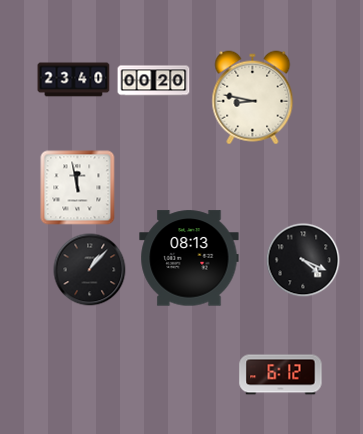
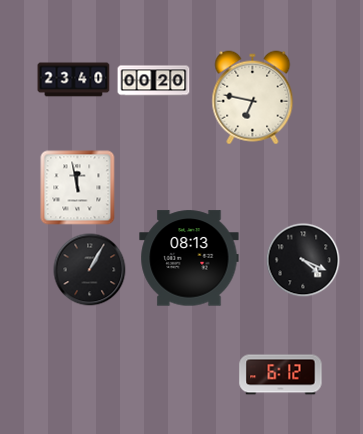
clock at (253, 98): 8:47 -> 6:47
clock at (90, 270): 1:07 -> 1:05
